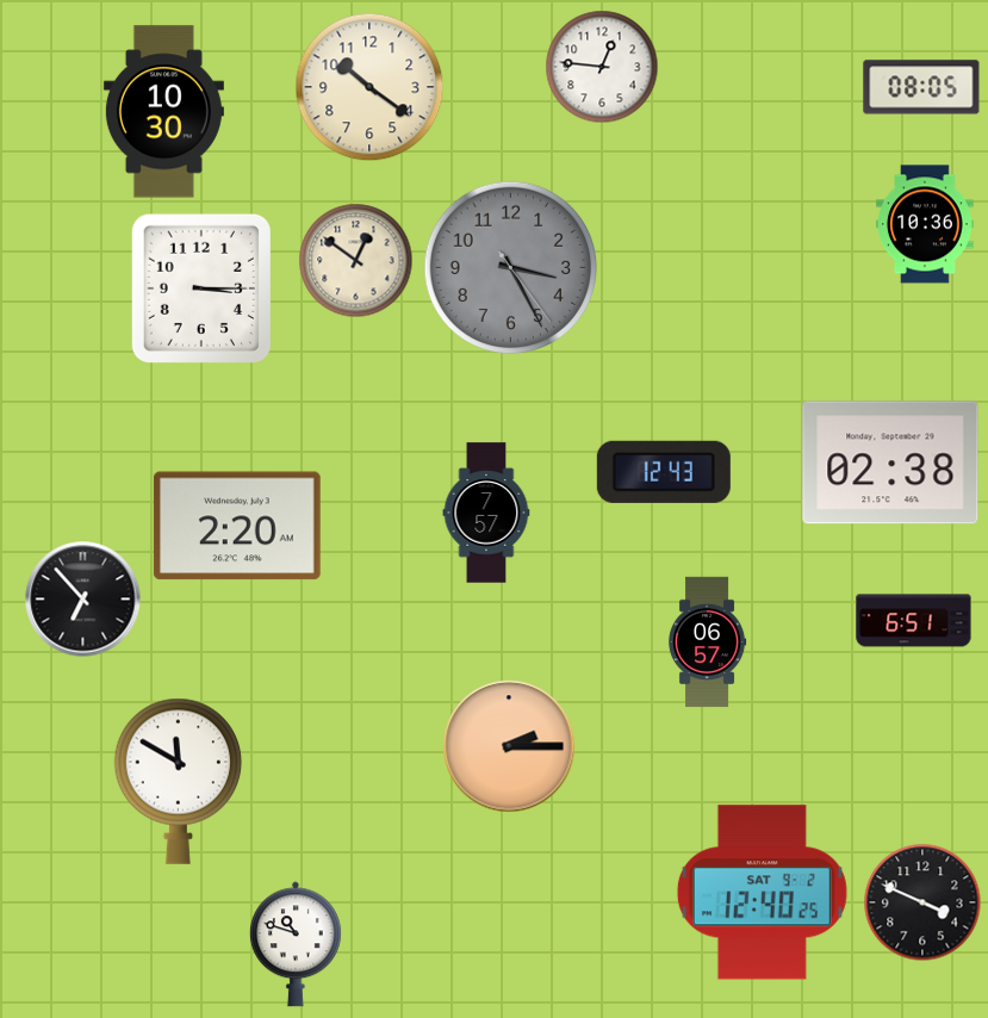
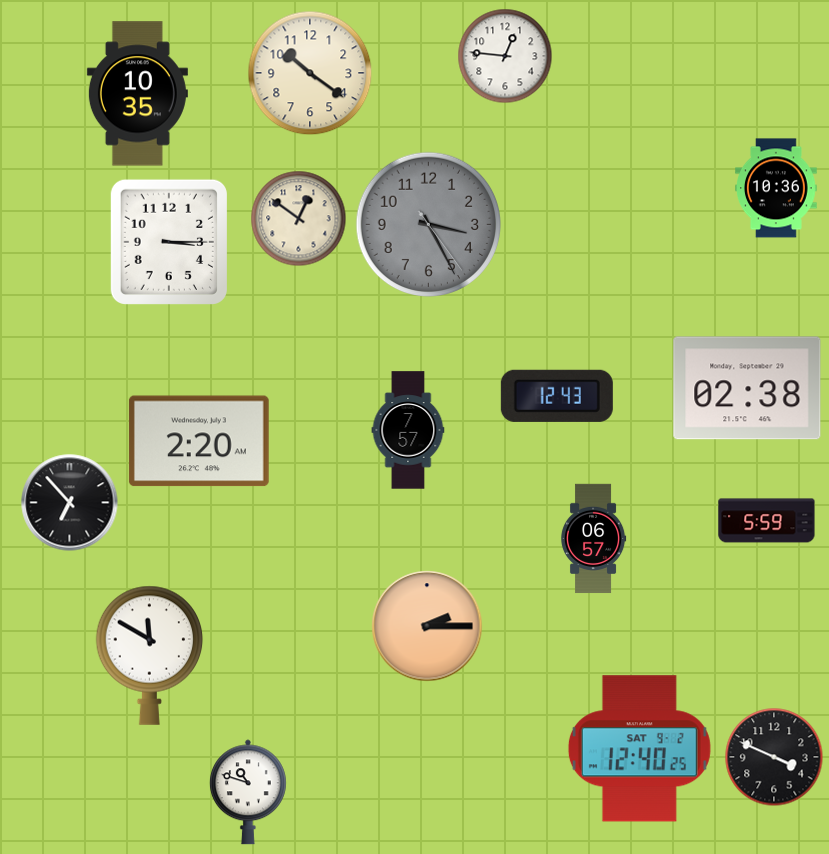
clock at (921, 87): 08:05 -> none
clock at (163, 112): 10:30 -> 10:35
clock at (914, 621): 6:51 -> 5:59
